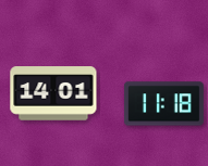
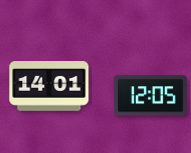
clock at (163, 104): 11:18 -> 12:05
